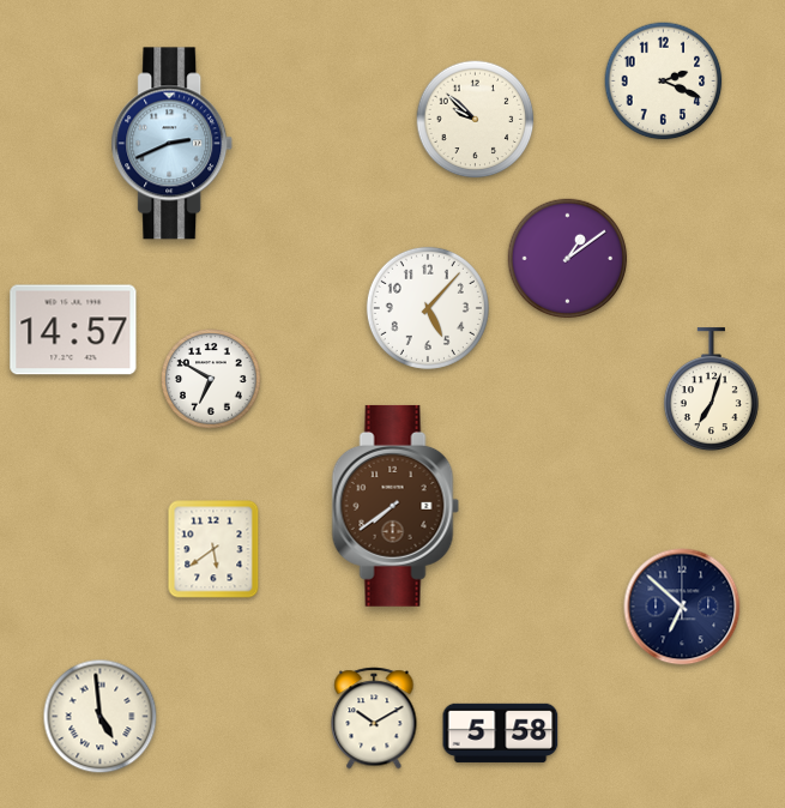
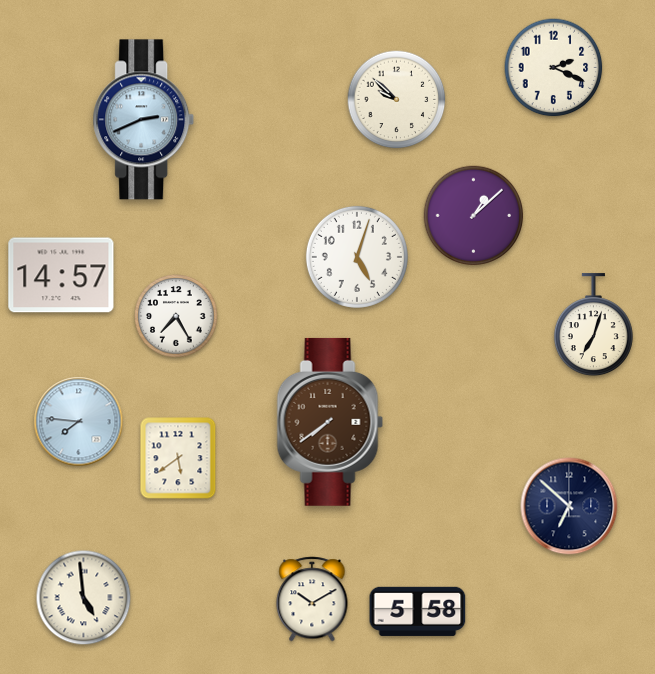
clock at (568, 259): 1:09 -> 1:08
clock at (428, 308): 5:07 -> 5:03
clock at (211, 379): 6:50 -> 7:25
clock at (79, 422): none -> 7:46
